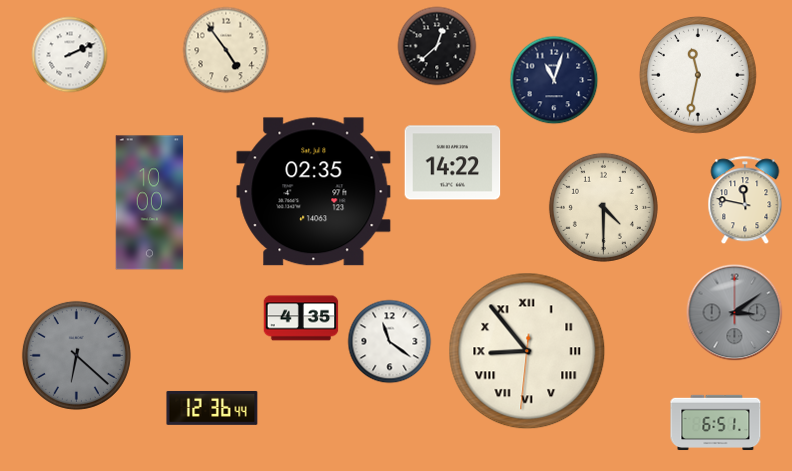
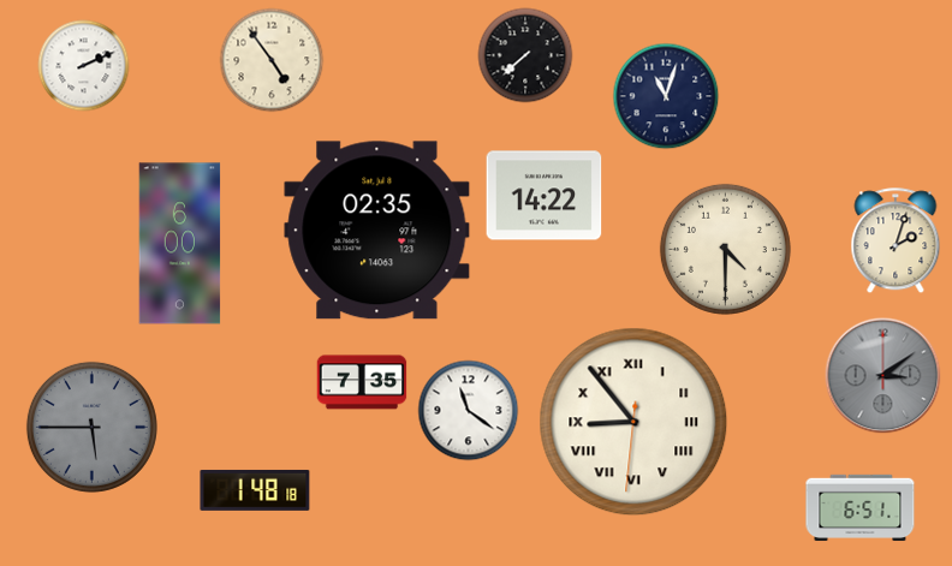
clock at (437, 46): 12:38 -> 7:38
clock at (698, 75): 11:32 -> none
clock at (745, 201): 11:47 -> 2:03
clock at (150, 203): 10:00 -> 6:00
clock at (301, 318): 4:35 -> 7:35
clock at (76, 355): 6:22 -> 5:45
clock at (212, 408): 12:36 -> 1:48
